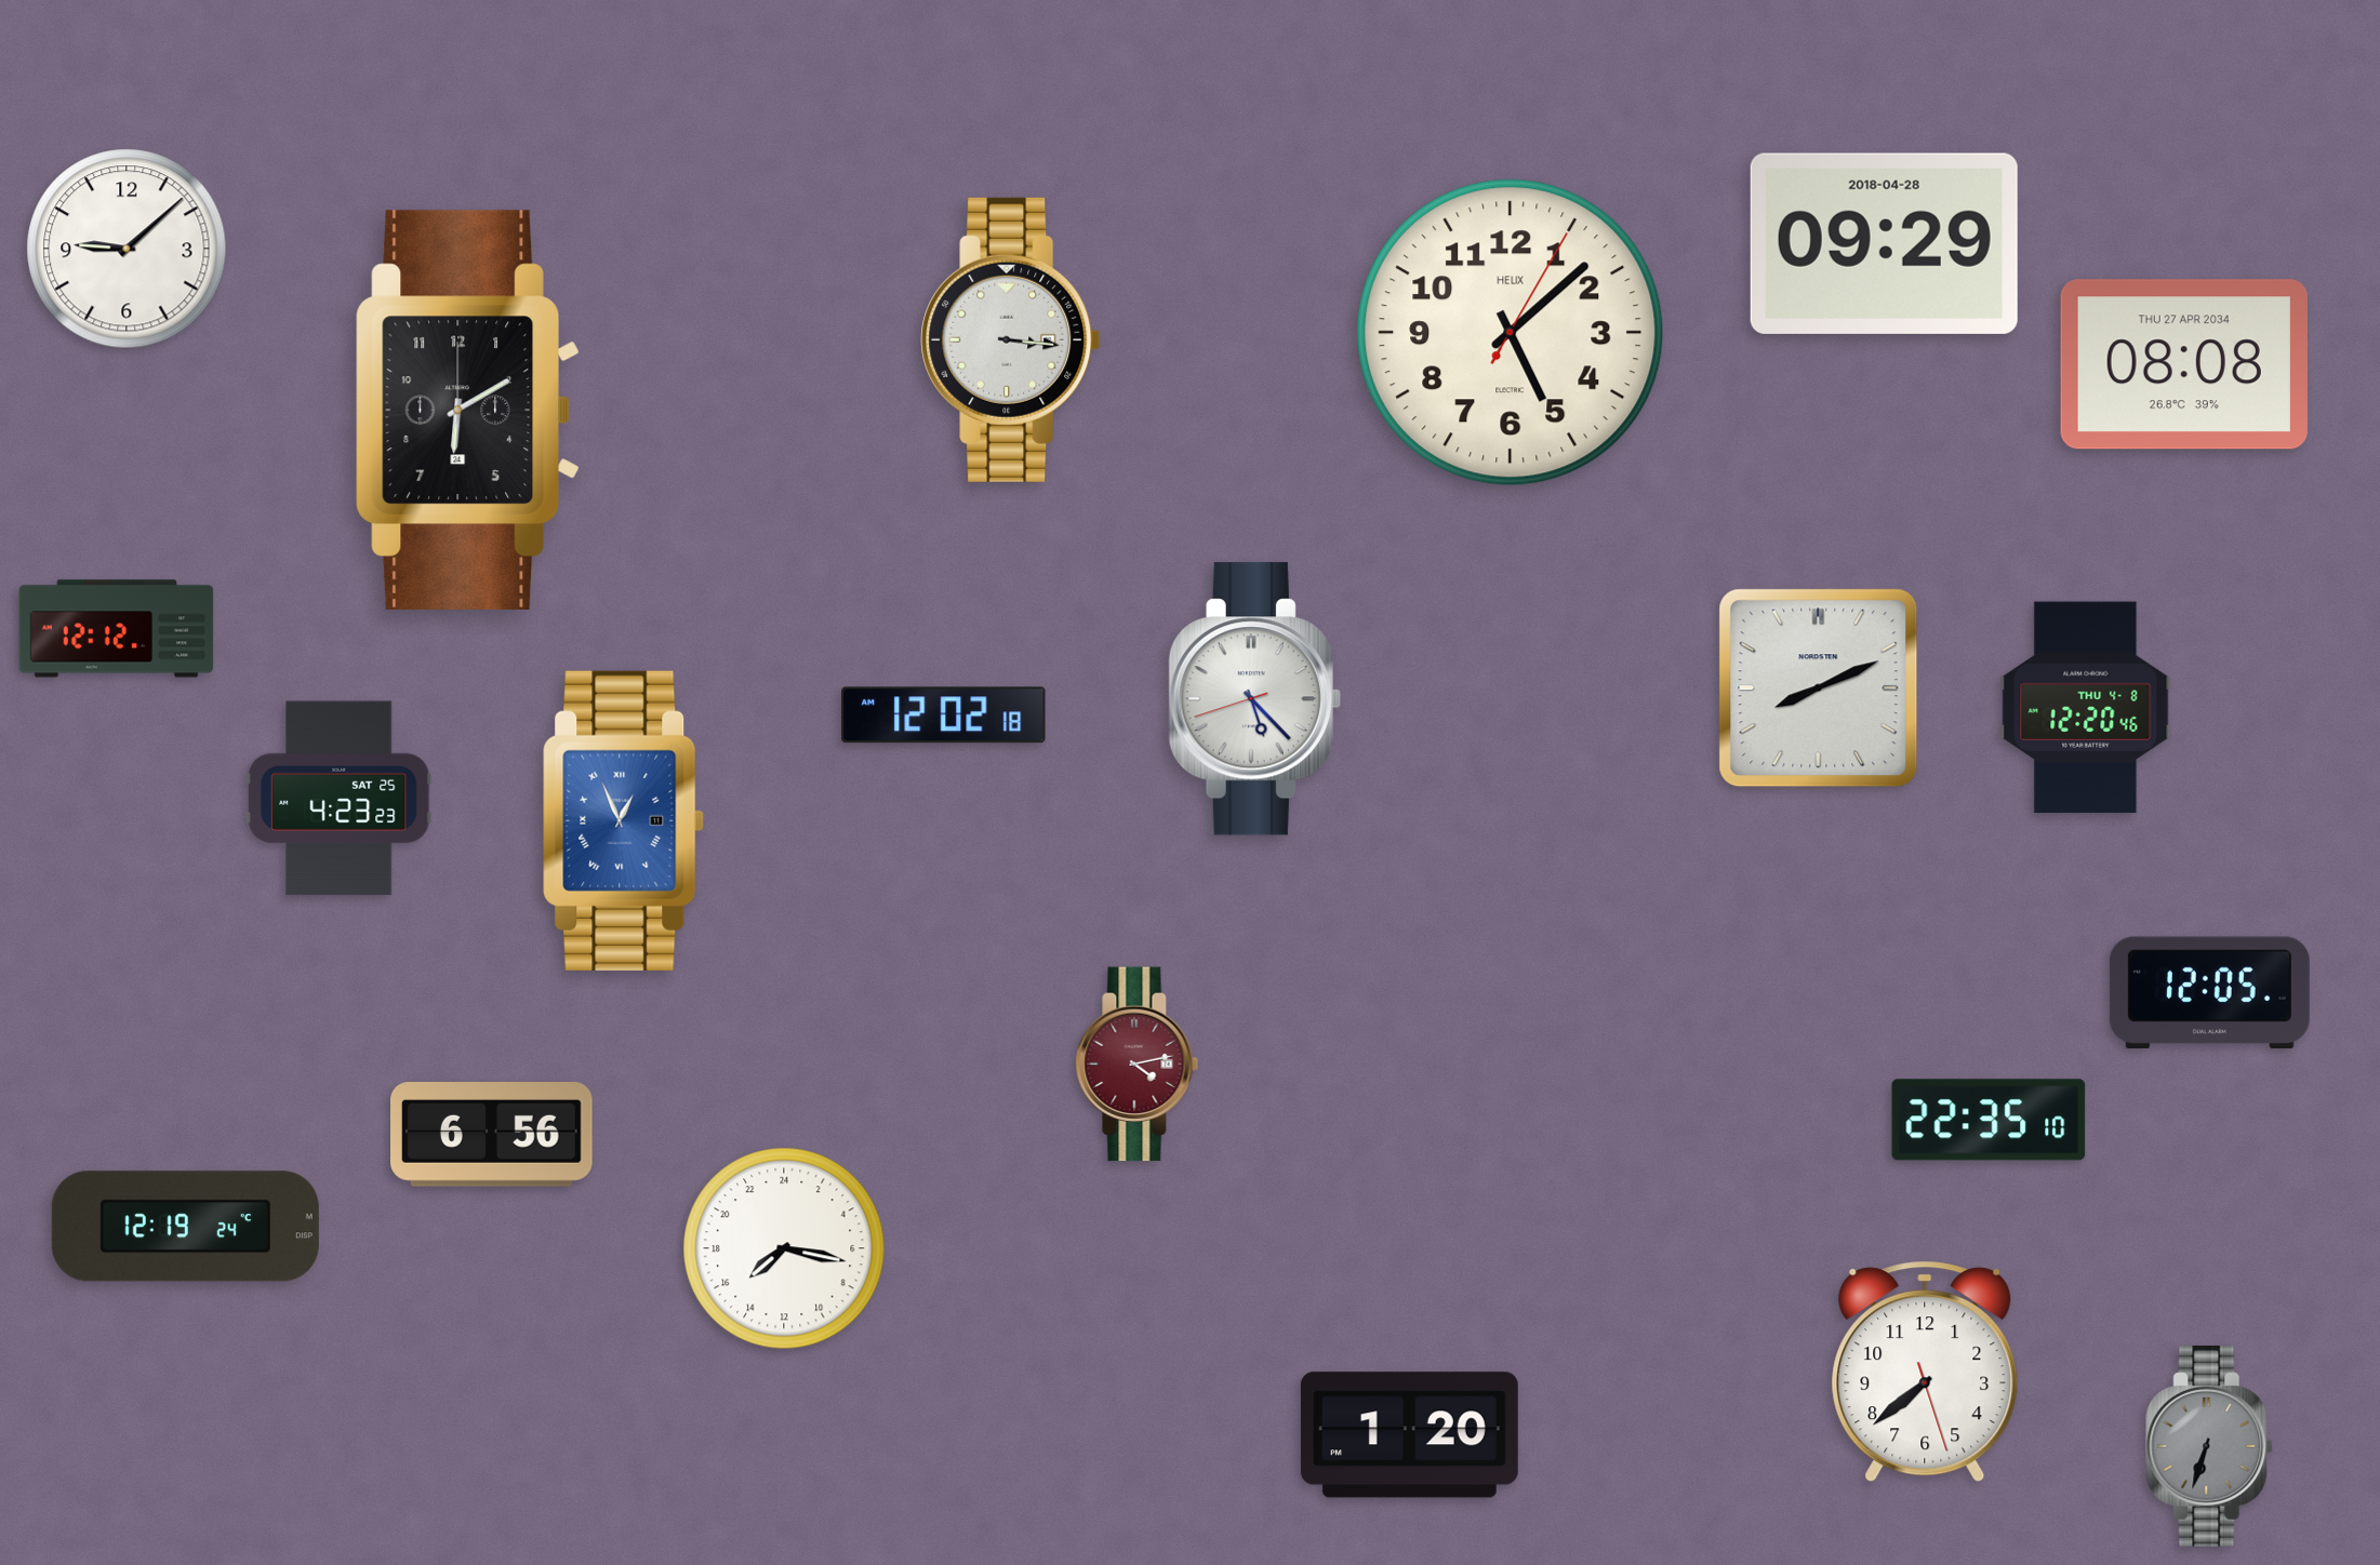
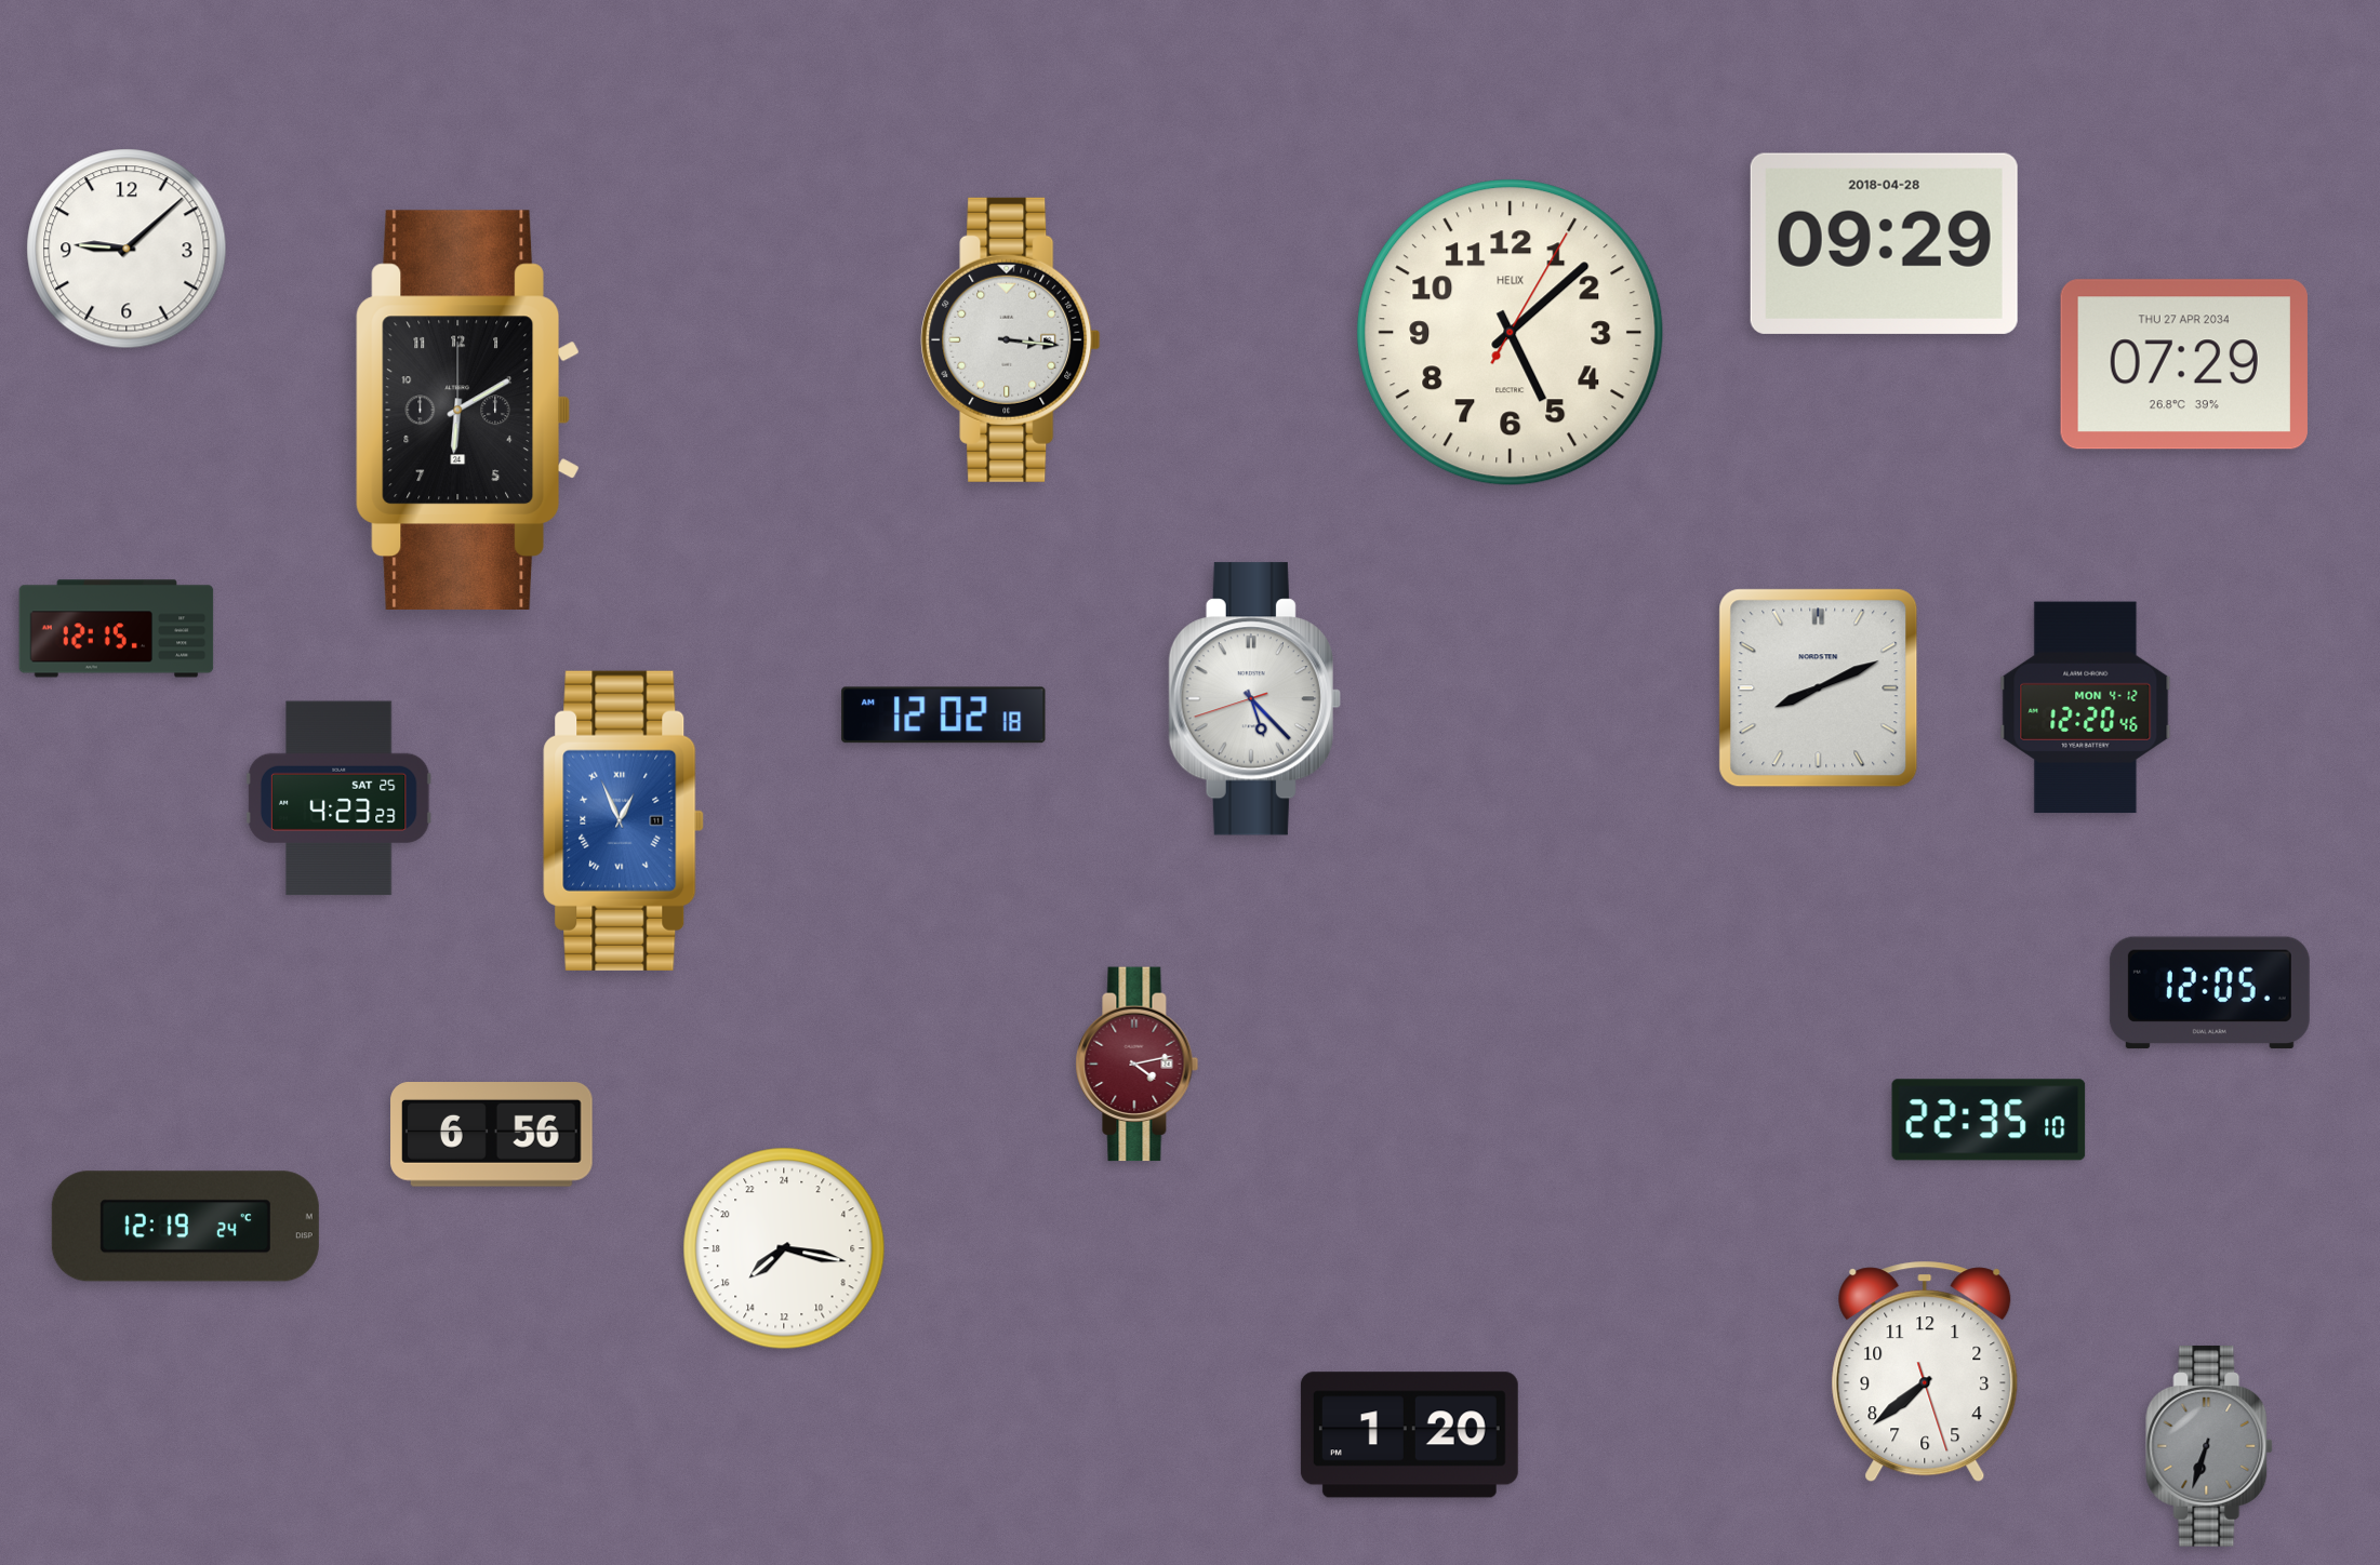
clock at (2184, 364): 08:08 -> 07:29
clock at (117, 629): 12:12 -> 12:15
clock at (2086, 708) date: THU 4-8 -> MON 4-12
